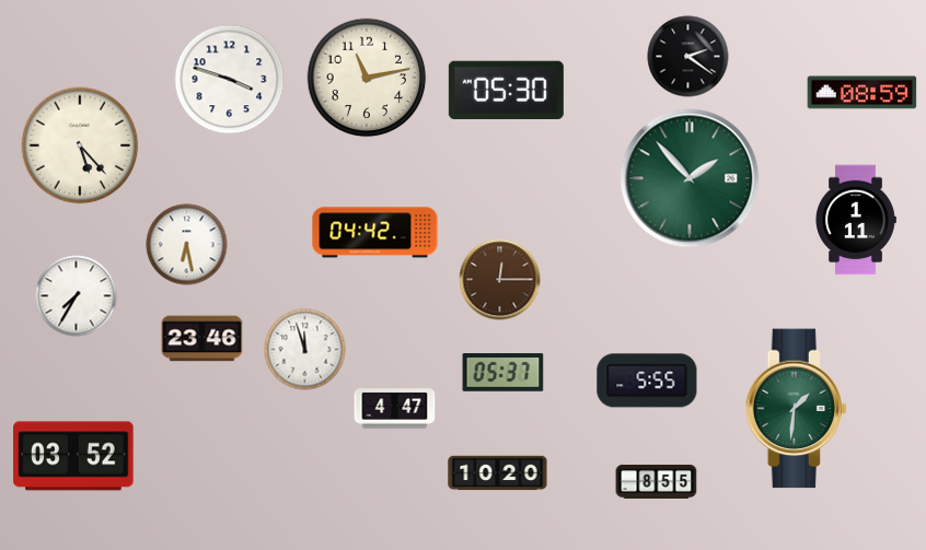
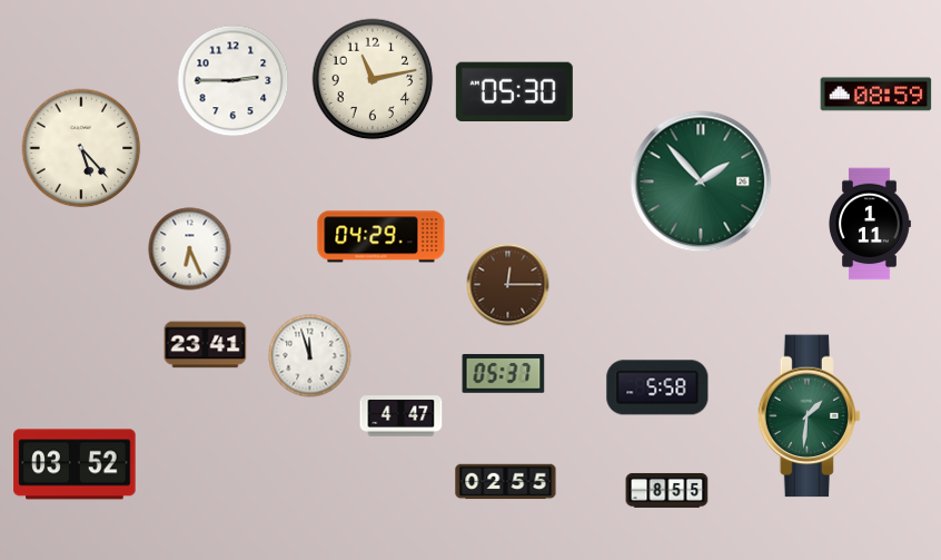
clock at (688, 57): 2:21 -> none
clock at (230, 80): 3:48 -> 2:45
clock at (375, 233): 04:42 -> 04:29
clock at (187, 245): 6:28 -> 6:26
clock at (77, 296): 7:35 -> none
clock at (202, 339): 23:46 -> 23:41
clock at (503, 373) position: (503, 373) -> (504, 374)
clock at (647, 381): 5:55 -> 5:58
clock at (498, 473): 10:20 -> 02:55
